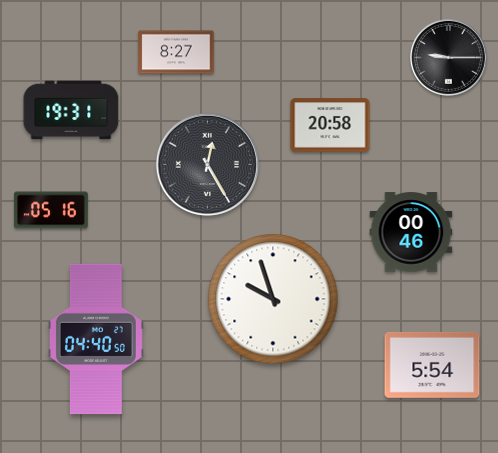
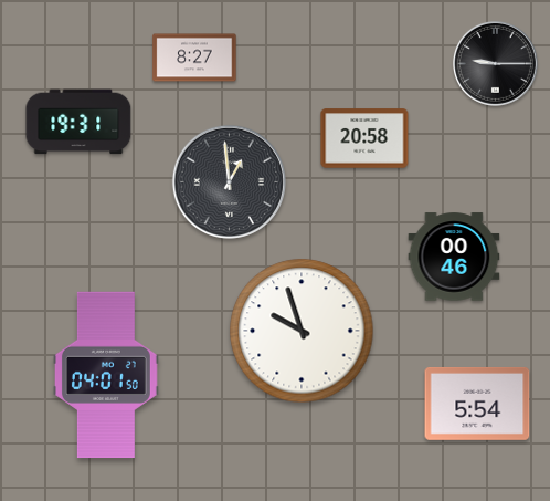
clock at (207, 164): 12:25 -> 12:59
clock at (51, 210): 05:16 -> none
clock at (96, 339): 04:40 -> 04:01
